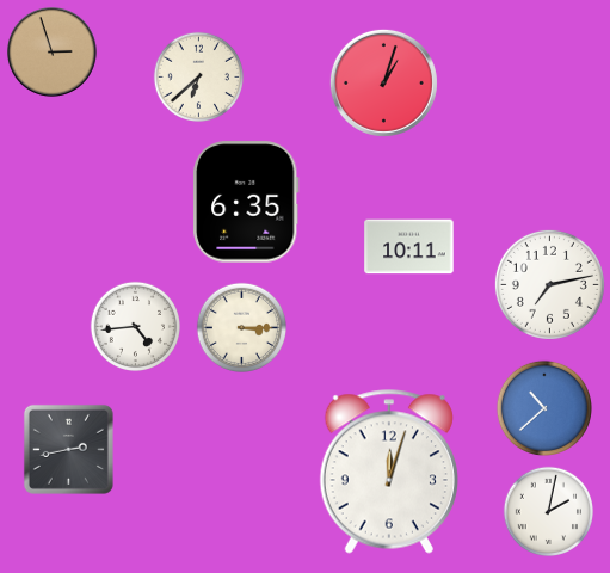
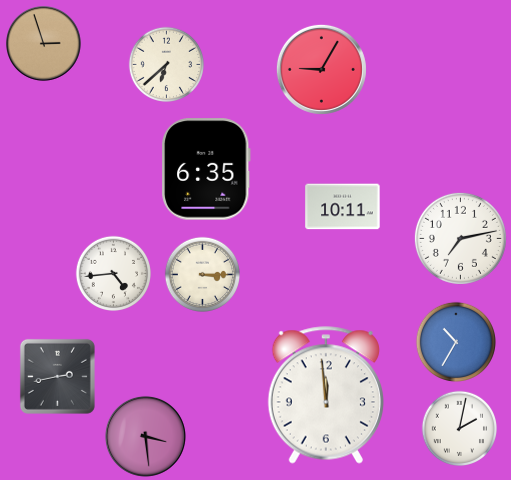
clock at (383, 82): 1:03 -> 9:05
clock at (544, 408): 10:38 -> 10:35
clock at (389, 472): 12:03 -> 11:59
clock at (145, 436): none -> 3:29
